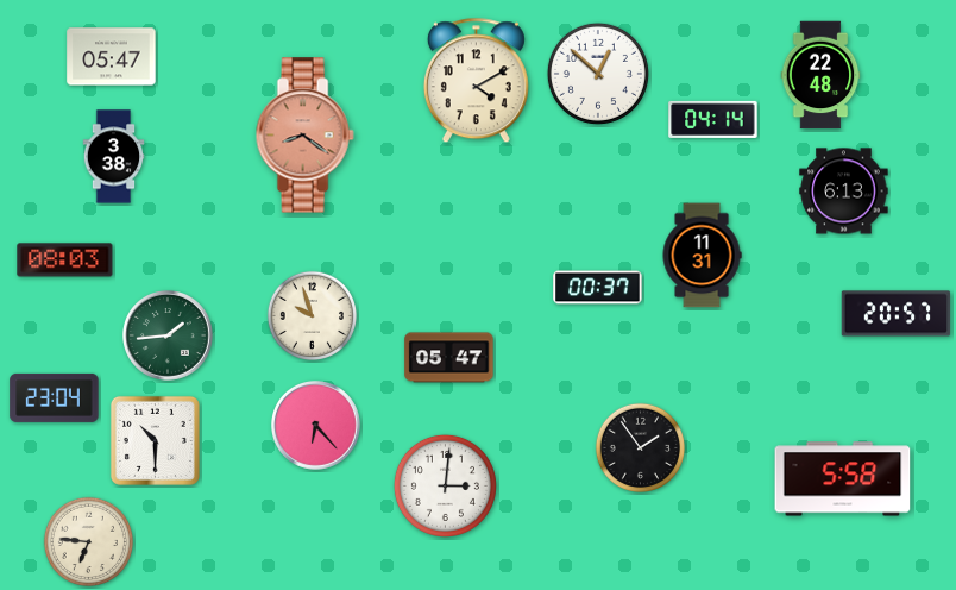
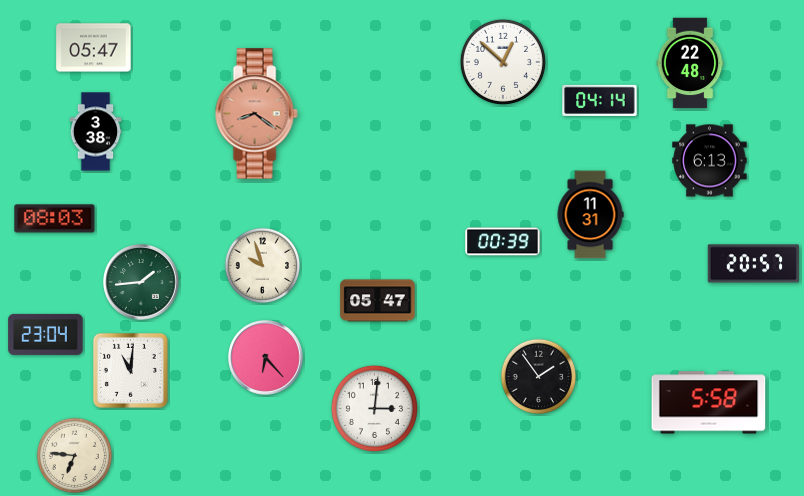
clock at (476, 81): 4:10 -> none
clock at (598, 288): 00:37 -> 00:39
clock at (155, 440): 10:30 -> 11:01
